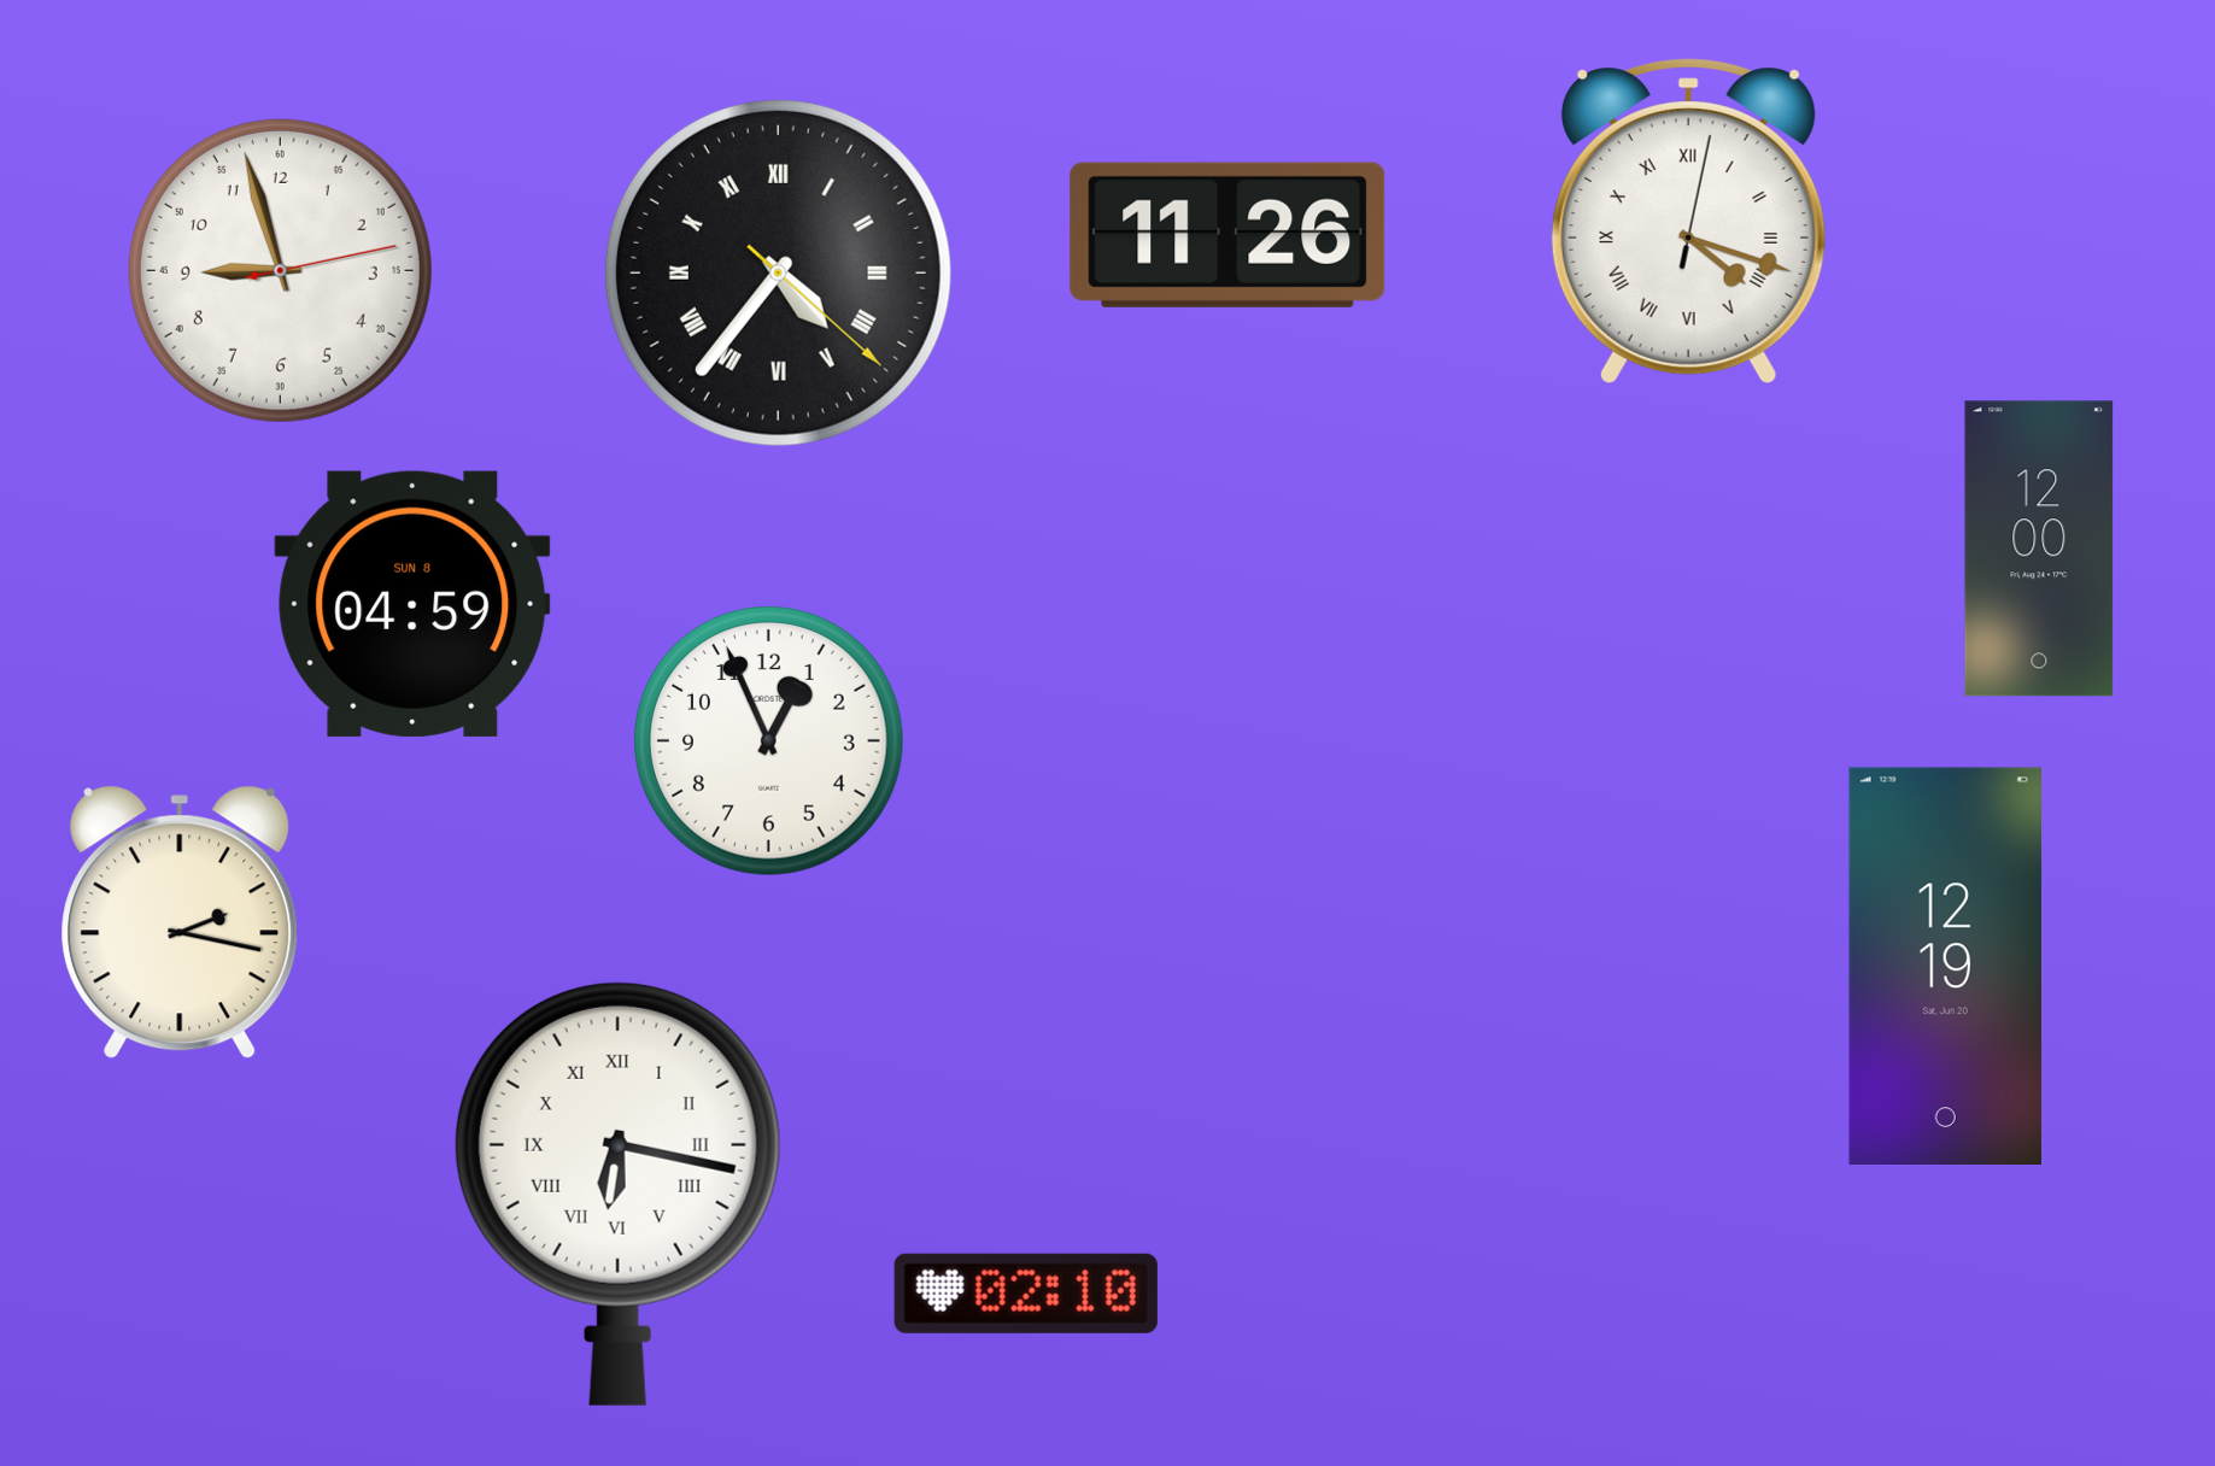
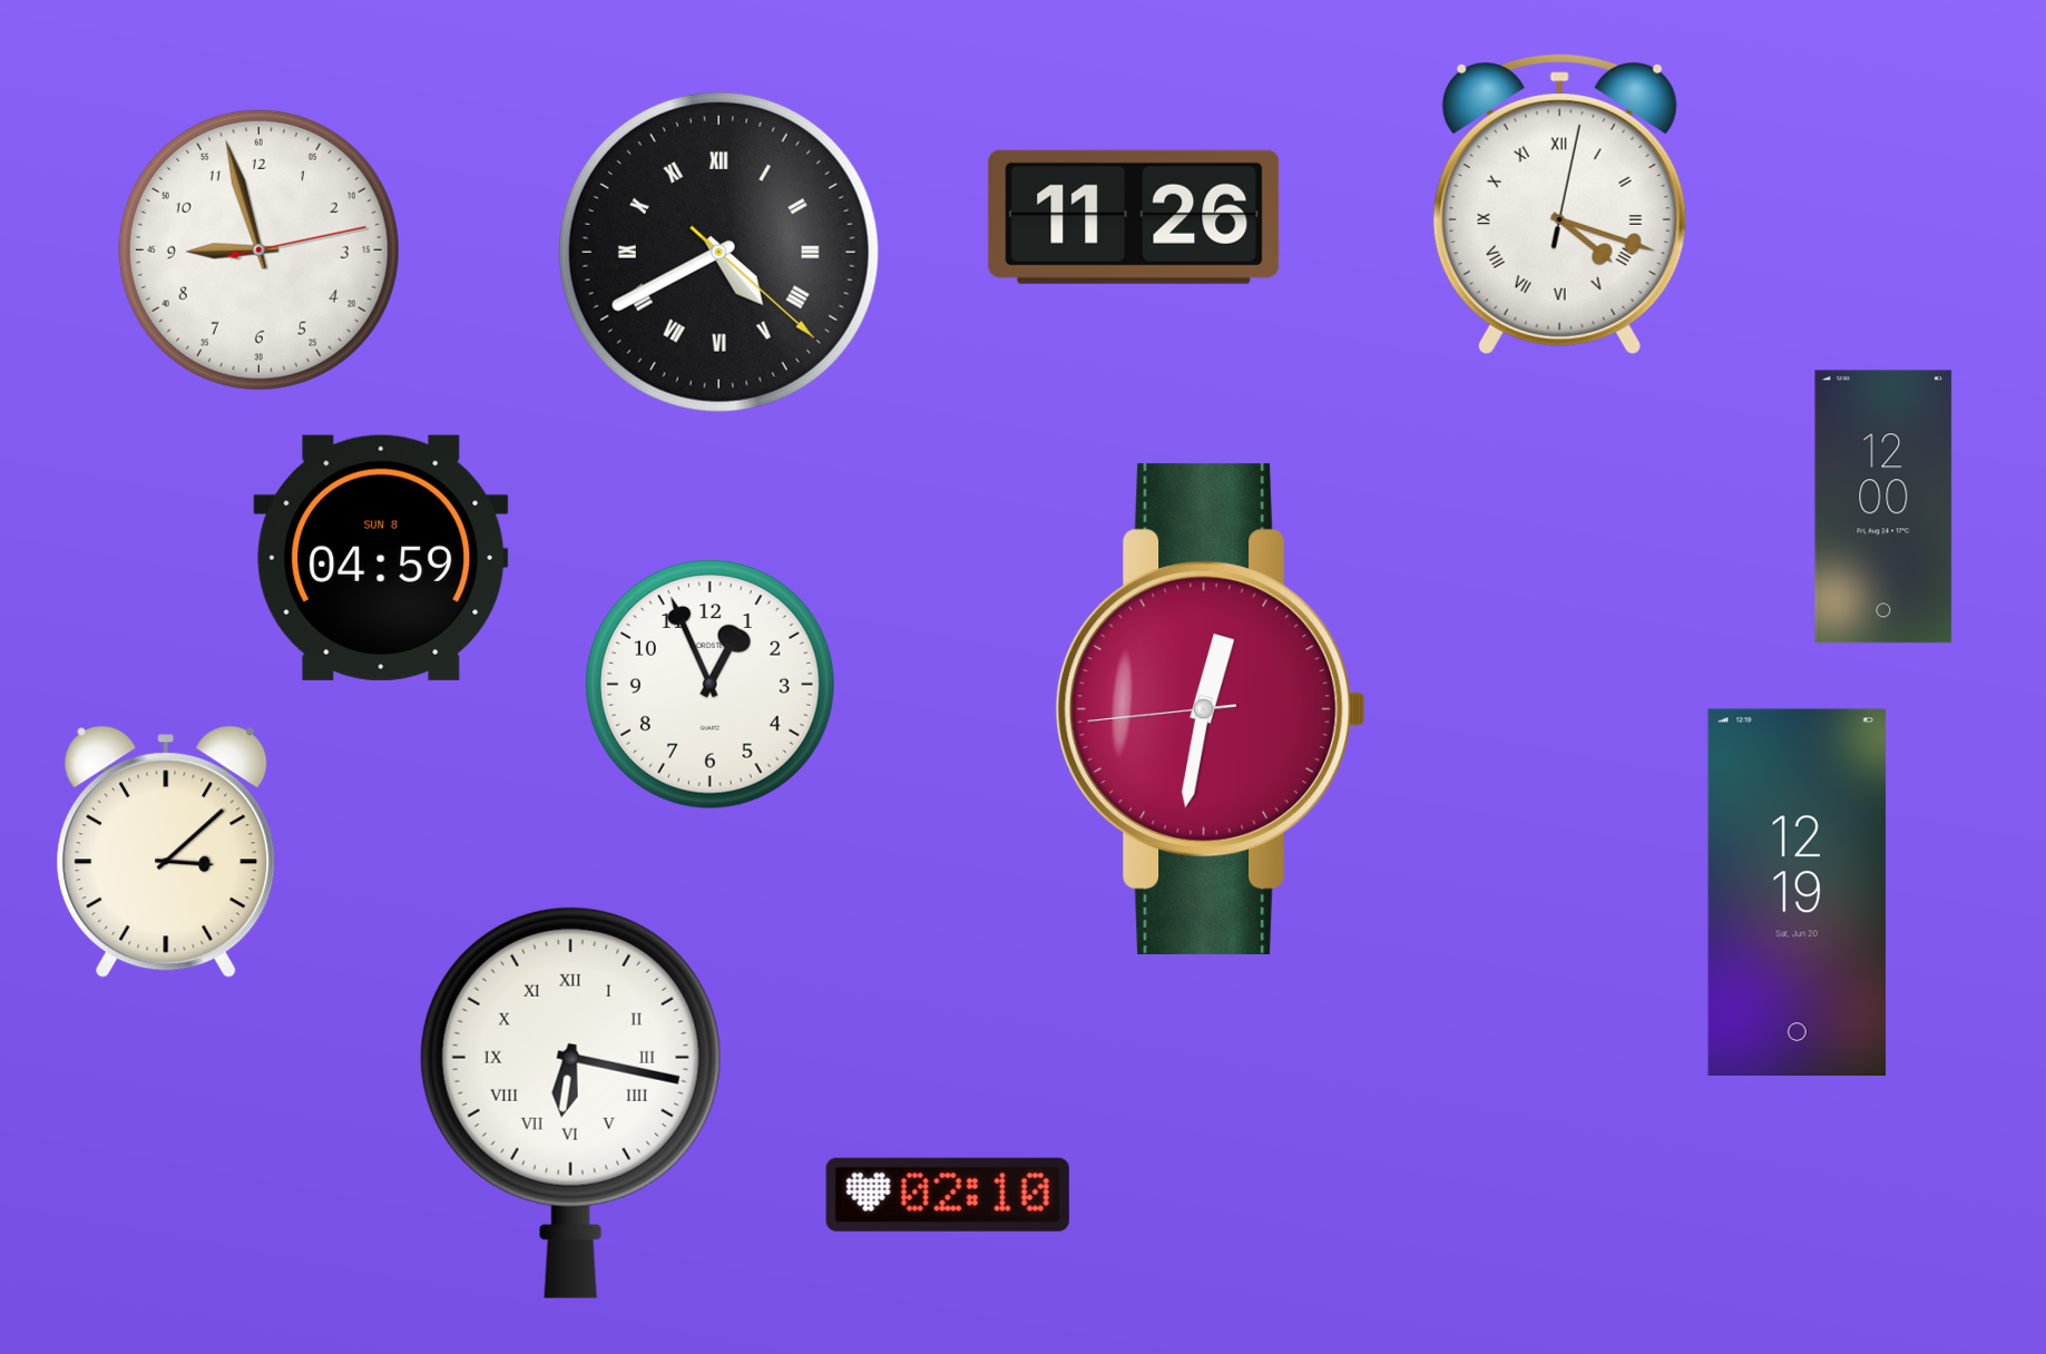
clock at (778, 272): 4:36 -> 4:40
clock at (1210, 708): none -> 12:31
clock at (180, 922): 2:17 -> 3:08
